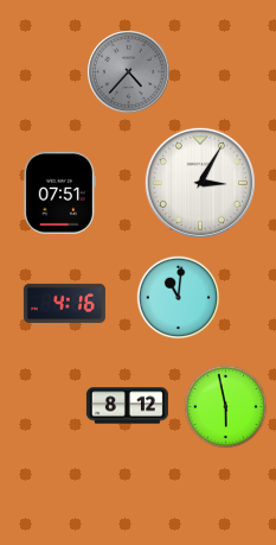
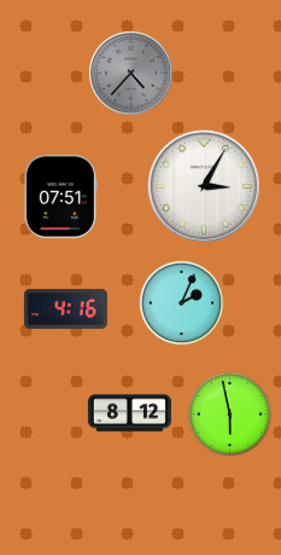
clock at (179, 298): 11:01 -> 2:04
